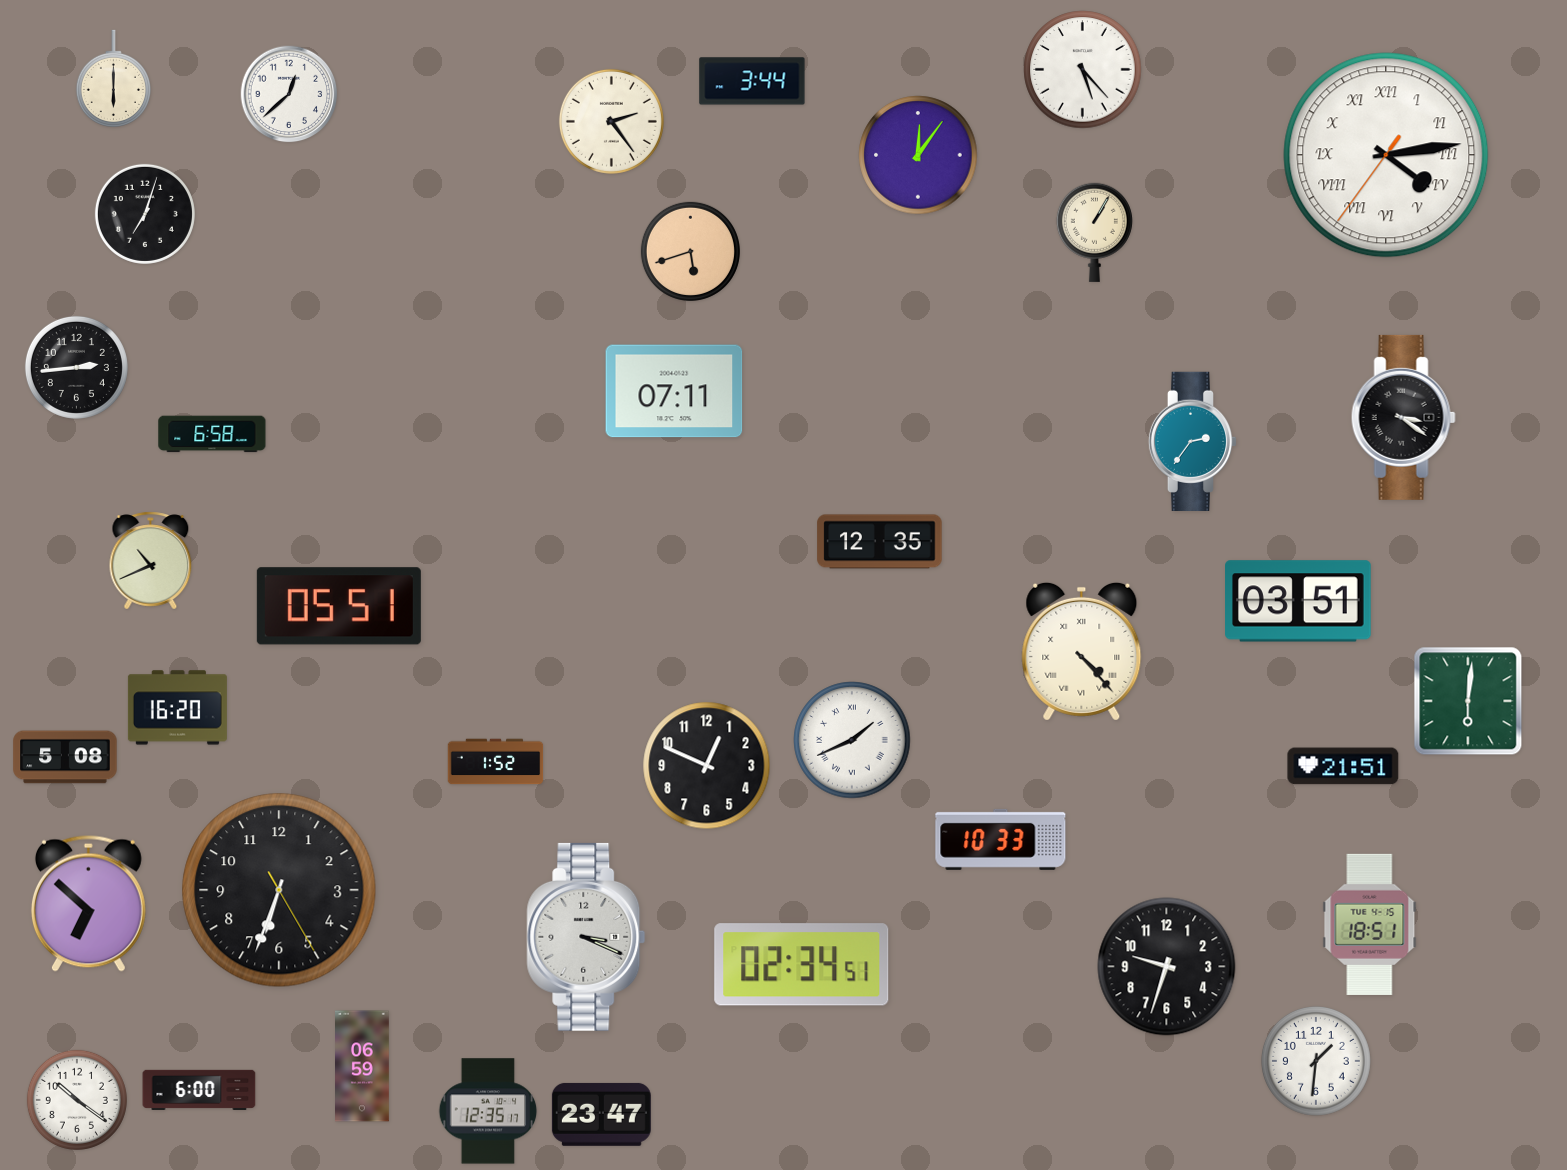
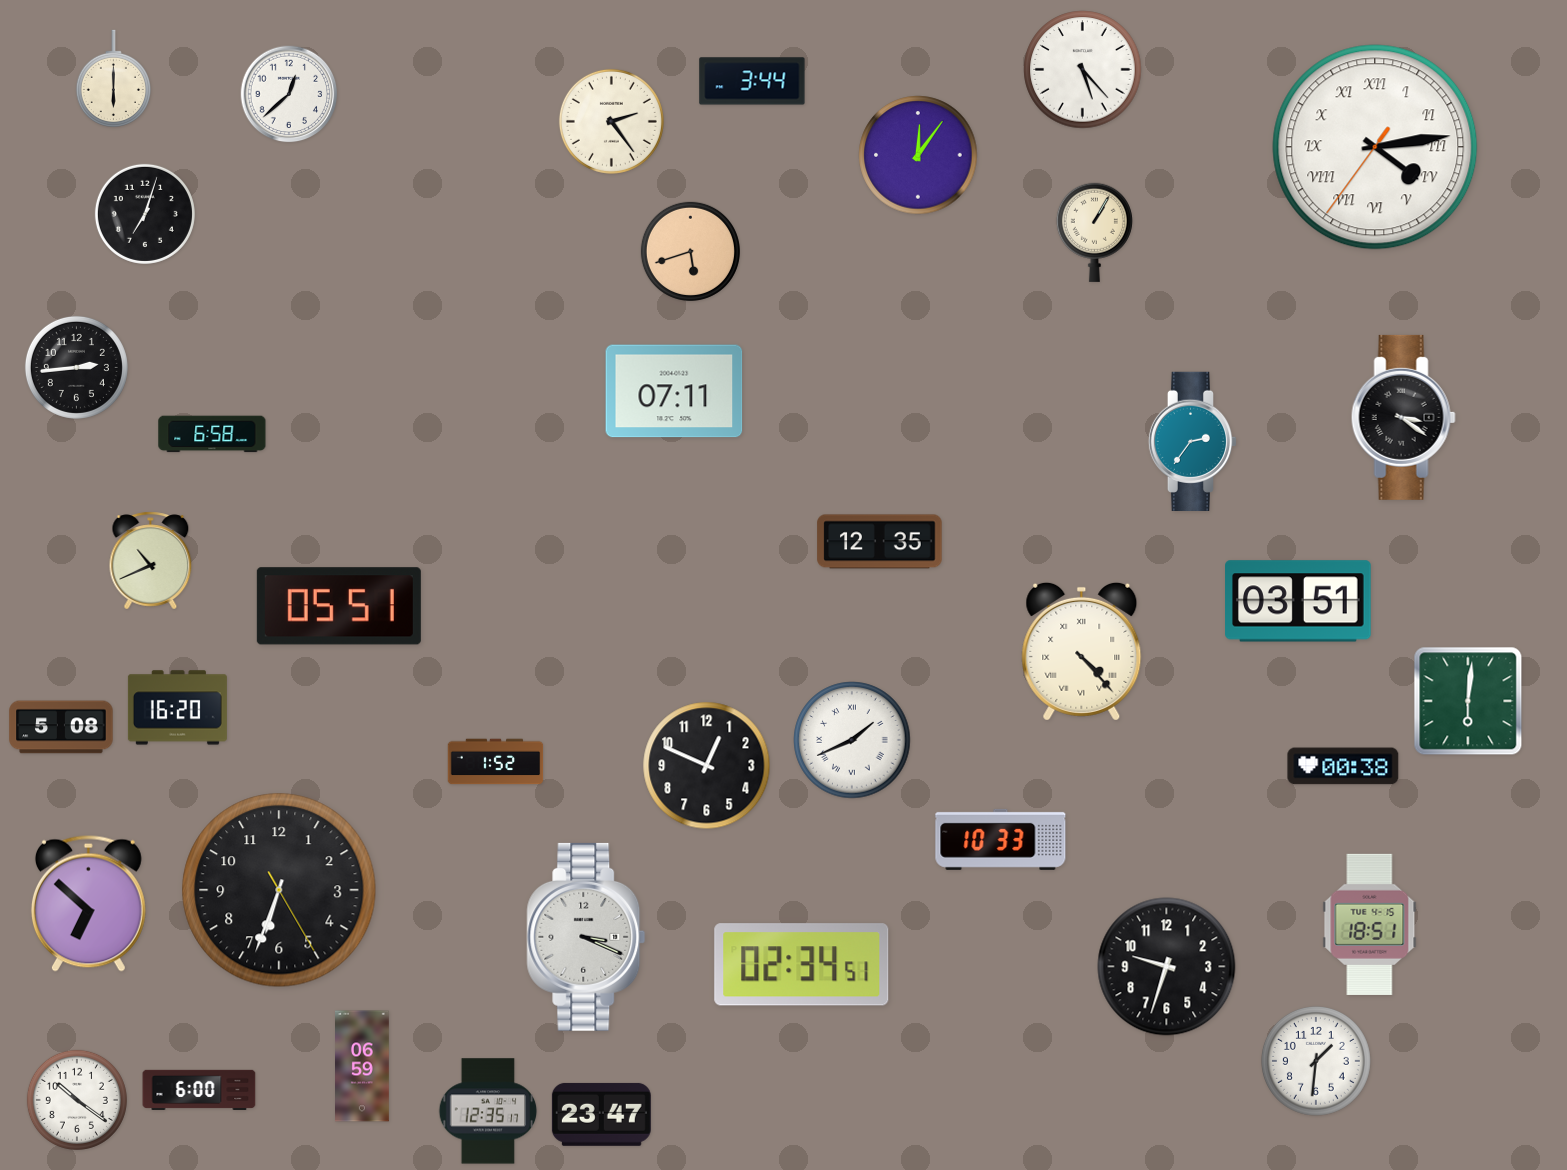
clock at (1386, 155) position: (1386, 155) -> (1375, 147)
clock at (65, 757) position: (65, 757) -> (61, 727)
clock at (1343, 766): 21:51 -> 00:38
